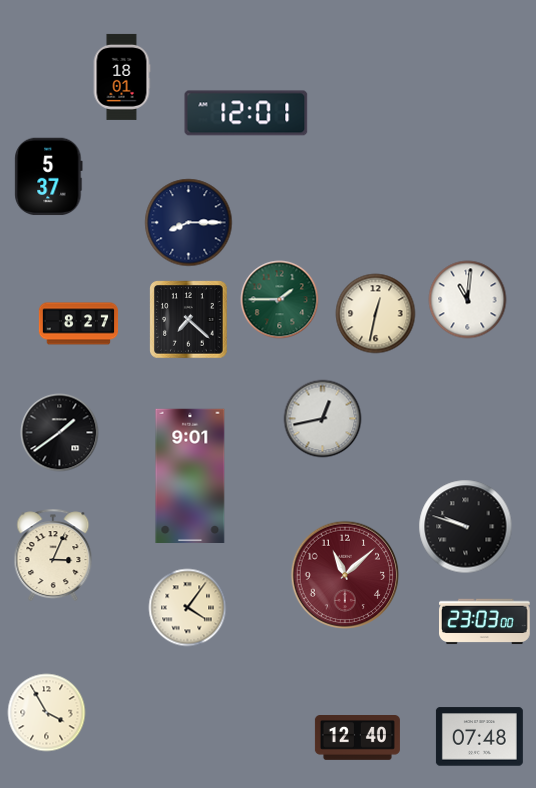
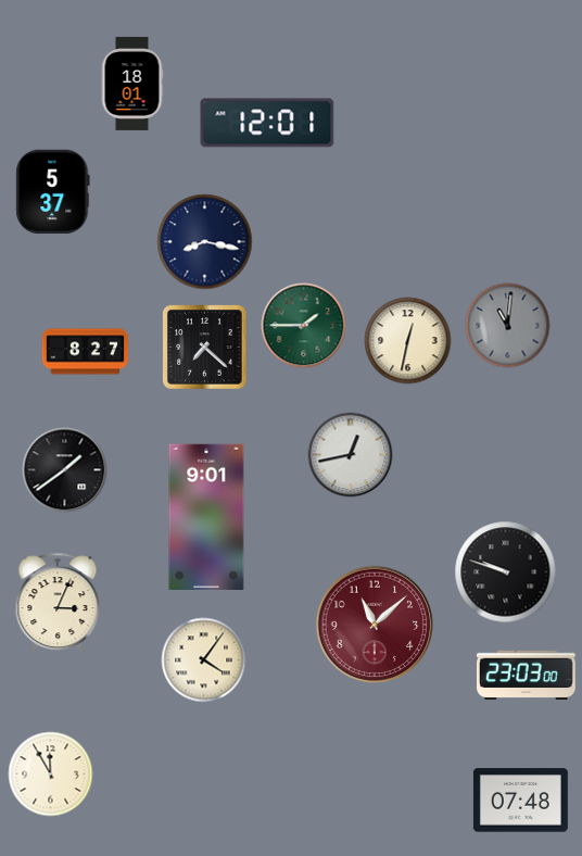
clock at (188, 222): 8:15 -> 8:17
clock at (467, 299) dial: white -> grey
clock at (46, 712): 3:55 -> 11:55
clock at (357, 738): 12:40 -> none
